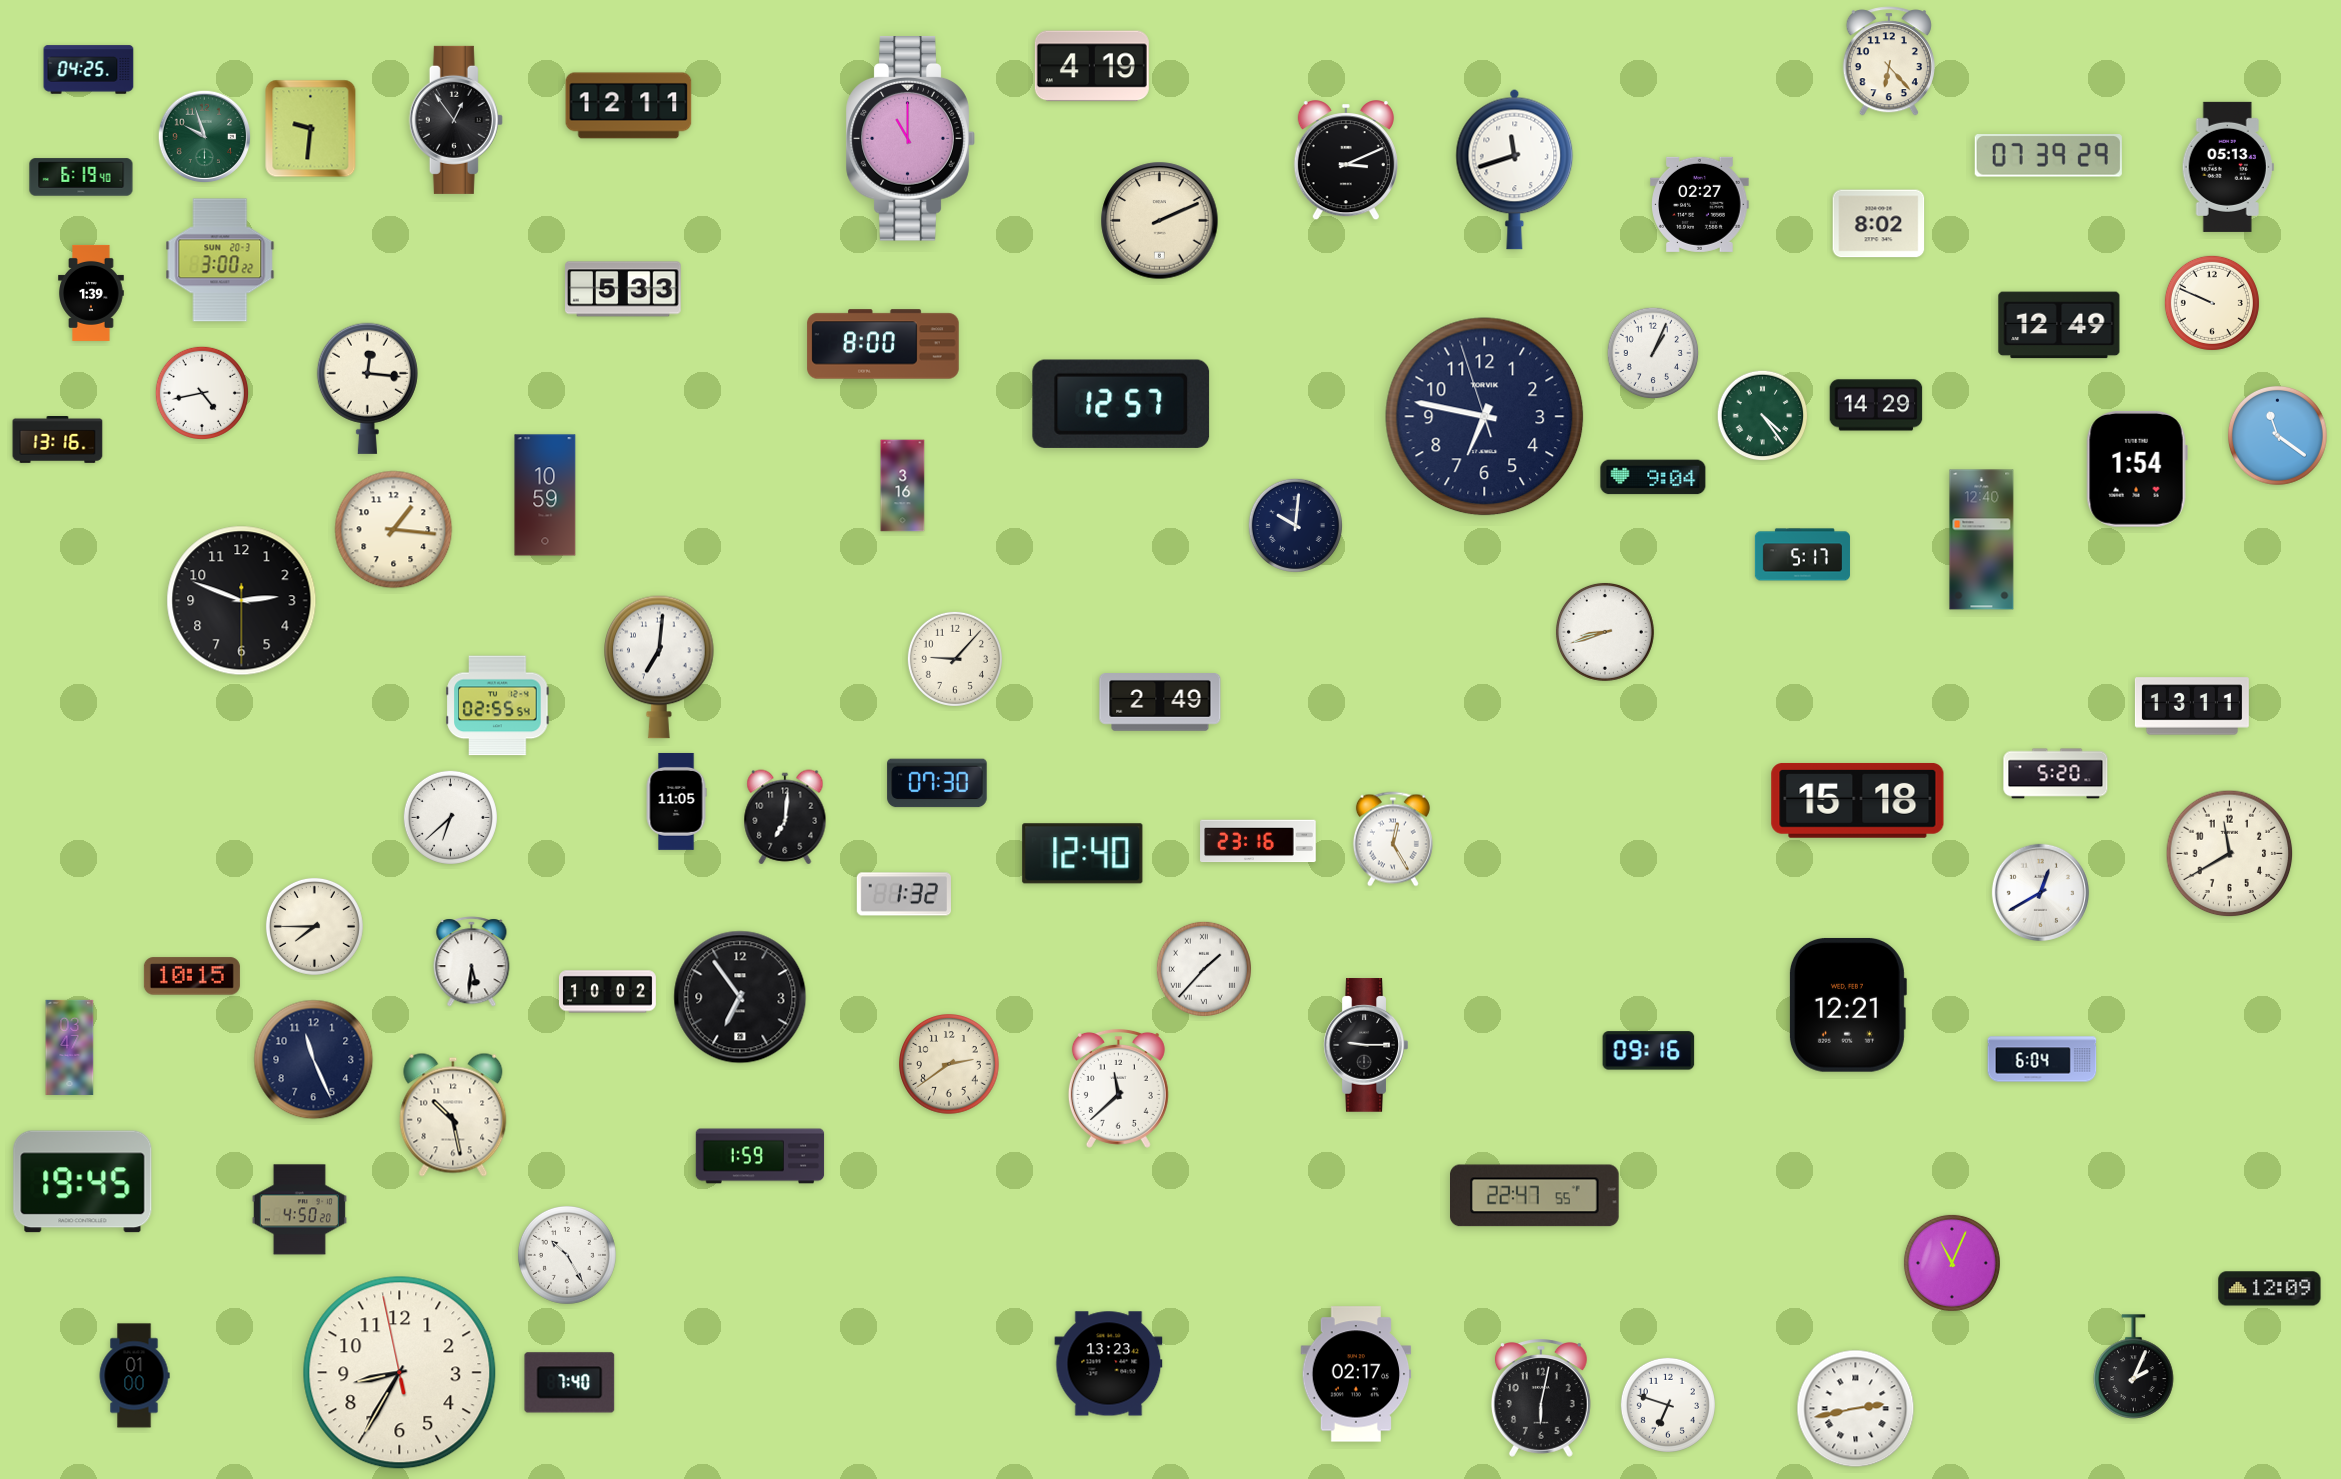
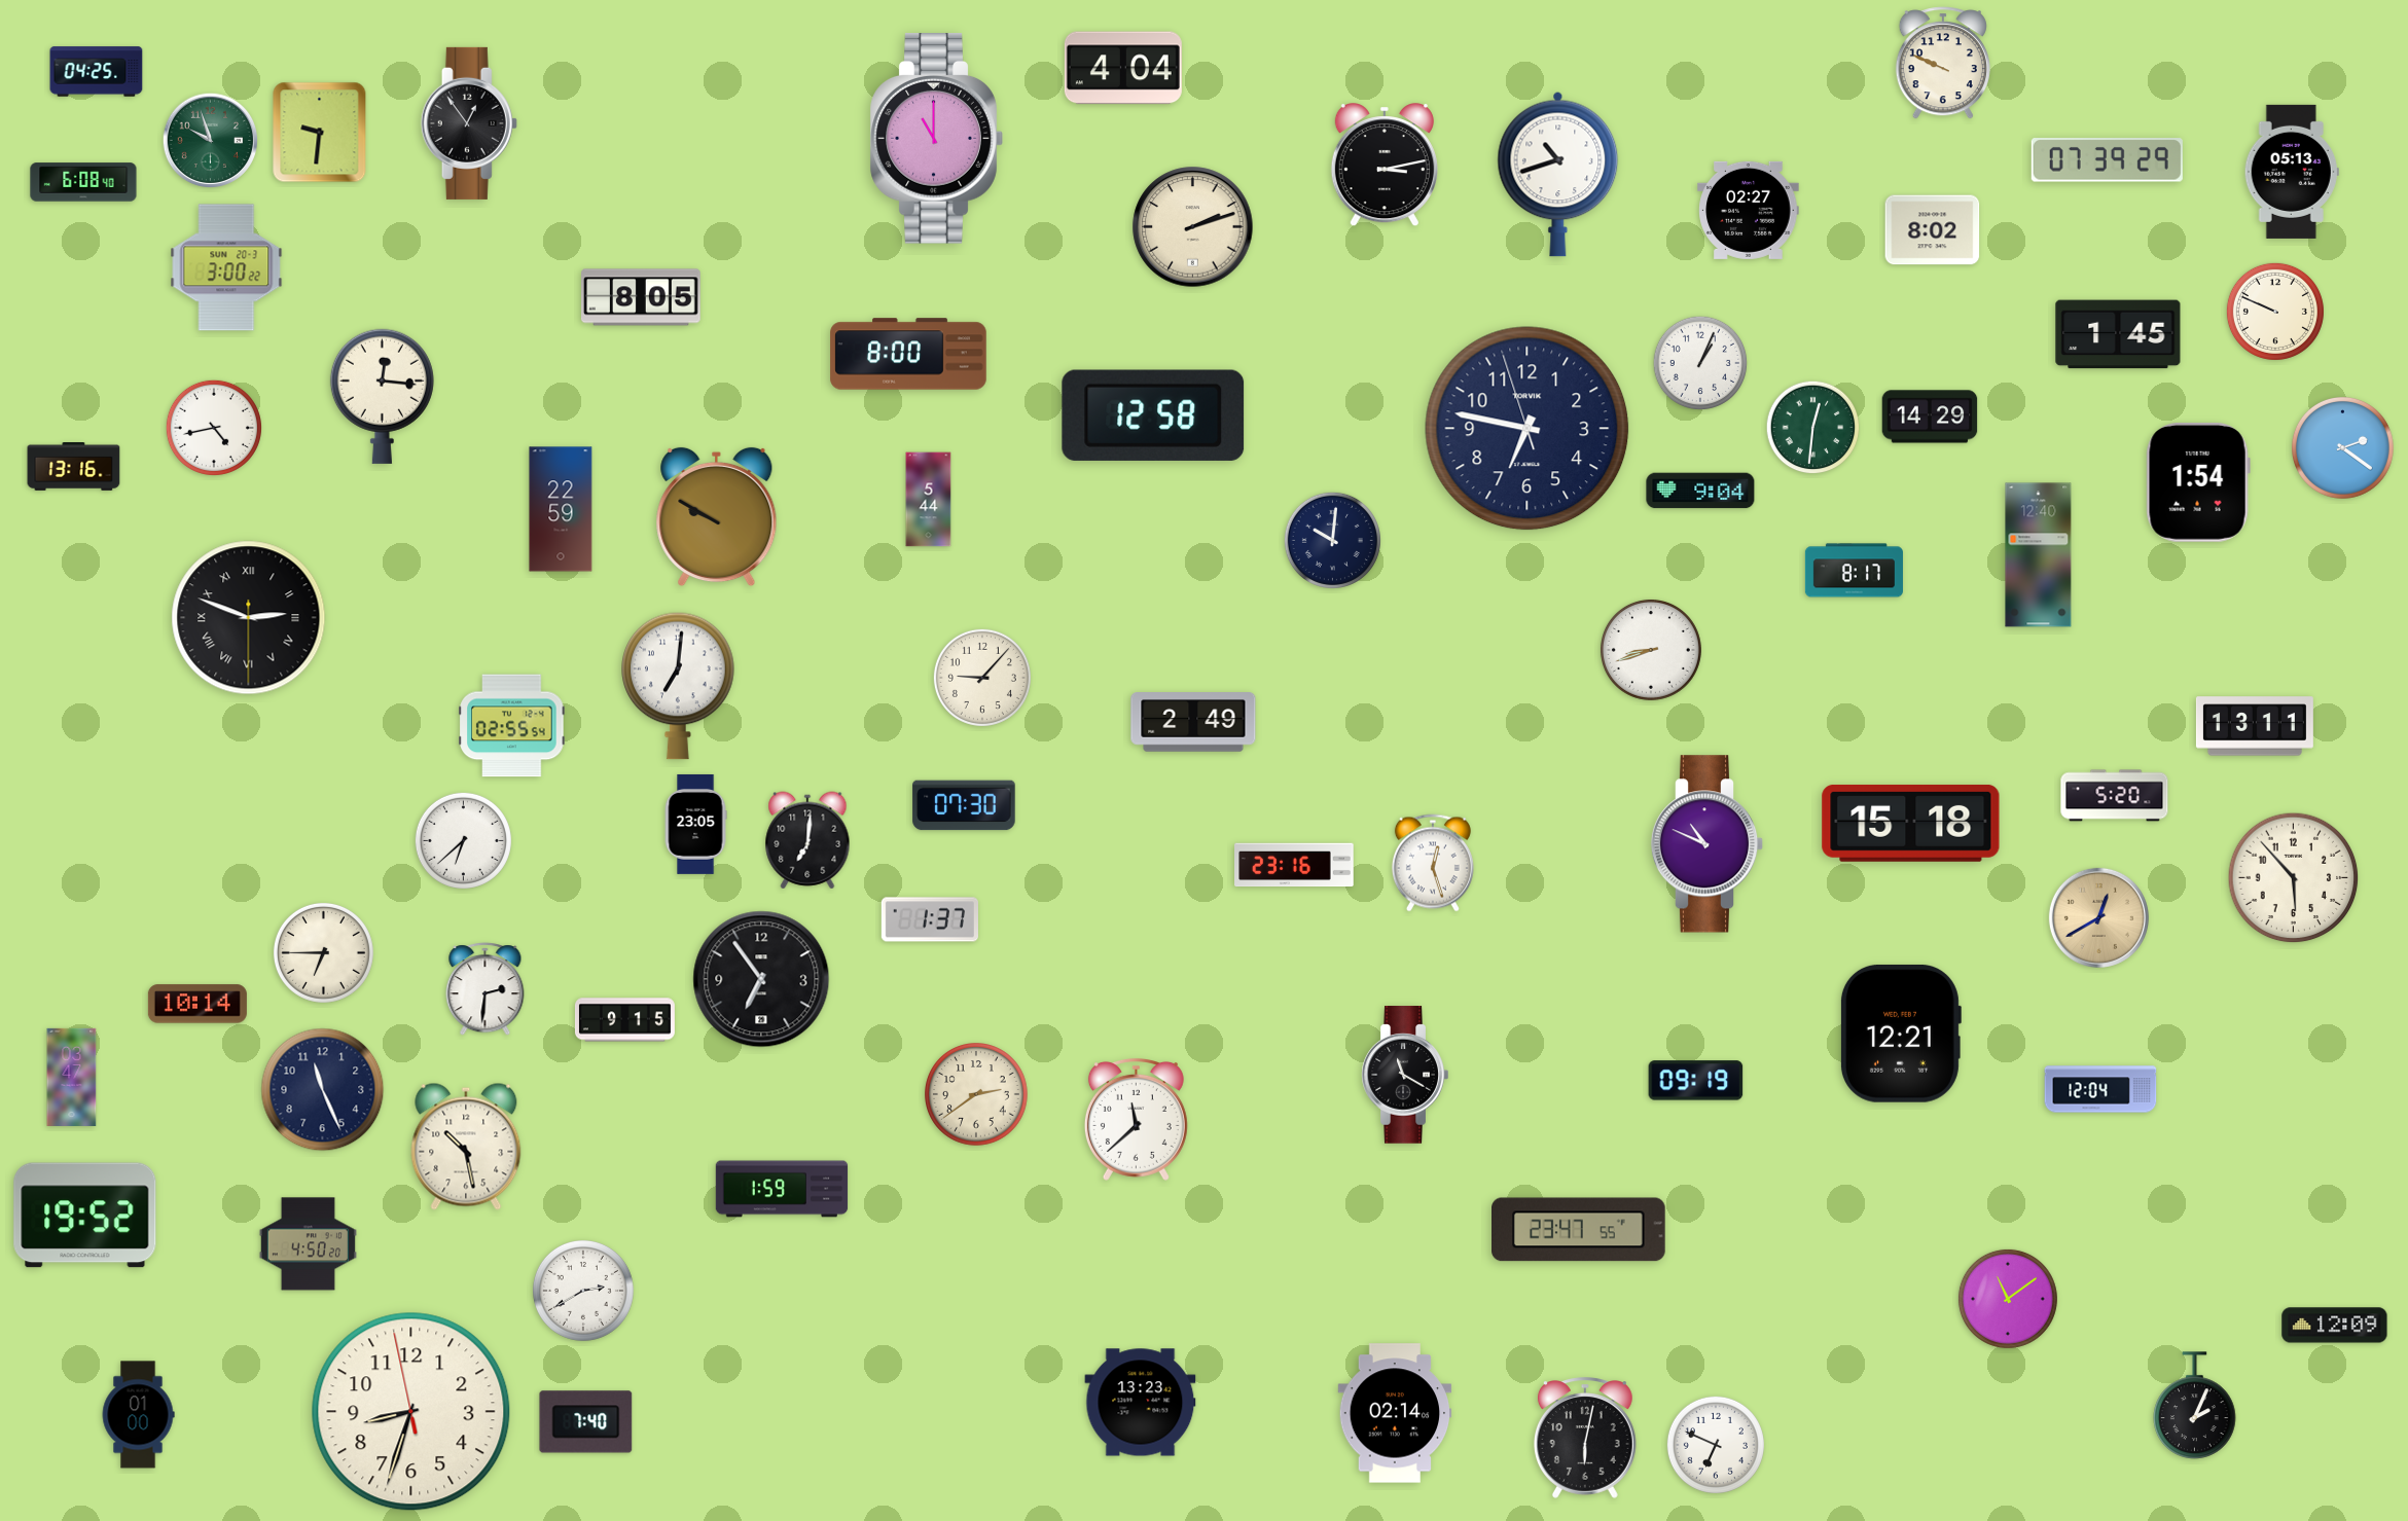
clock at (1889, 61): 6:23 -> 9:49
clock at (1092, 66): 4:19 -> 4:04
clock at (89, 70) position: (89, 70) -> (97, 72)
clock at (629, 106): 12:11 -> none
clock at (910, 139) position: (910, 139) -> (936, 139)
clock at (1346, 161): 3:11 -> 3:13
clock at (1515, 169): 11:42 -> 10:42
clock at (81, 177): 6:19 -> 6:08
clock at (1160, 221): 2:11 -> 2:12
clock at (623, 289): 5:33 -> 8:05
clock at (91, 293): 1:39 -> none
clock at (2059, 325): 12:49 -> 1:45
clock at (367, 388) position: (367, 388) -> (382, 396)
clock at (202, 393) position: (202, 393) -> (214, 428)
clock at (1121, 404): 12:57 -> 12:58
clock at (1763, 416): 4:24 -> 12:31
clock at (2277, 435): 11:21 -> 2:21
clock at (58, 440) position: (58, 440) -> (74, 467)
clock at (903, 486): 3:16 -> 5:44
clock at (545, 495): 10:59 -> 22:59
clock at (717, 517): none -> 9:50
clock at (394, 530): 1:16 -> none
clock at (1802, 555): 5:17 -> 8:17
clock at (242, 601) numerals: Arabic -> Roman
clock at (676, 801): 11:05 -> 23:05
clock at (1708, 844): none -> 10:49
clock at (1393, 839): 12:25 -> 12:27
clock at (1083, 854): 12:40 -> none
clock at (2230, 854): 11:40 -> 5:53
clock at (2040, 892) dial: white -> champagne
clock at (903, 894): 1:32 -> 1:37
clock at (314, 926): 7:45 -> 6:45
clock at (472, 962): 5:31 -> 2:31
clock at (1204, 969): 1:37 -> none
clock at (192, 976): 10:15 -> 10:14
clock at (607, 992): 10:02 -> 9:15
clock at (740, 997) position: (740, 997) -> (761, 979)
clock at (1366, 1045): 9:15 -> 11:20
clock at (1649, 1051): 09:16 -> 09:19
clock at (2042, 1059): 6:04 -> 12:04
clock at (1118, 1088) position: (1118, 1088) -> (1136, 1119)
clock at (83, 1182): 19:45 -> 19:52
clock at (1535, 1196): 22:47 -> 23:47
clock at (567, 1255): 10:25 -> 2:40
clock at (1952, 1263): 11:04 -> 11:09
clock at (400, 1373): 8:34 -> 8:32
clock at (1356, 1374): 02:17 -> 02:14
clock at (1668, 1405): 6:48 -> 6:49
clock at (1856, 1409): 2:43 -> none
